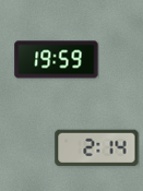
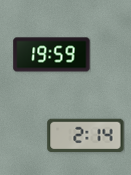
clock at (97, 148) position: (97, 148) -> (86, 136)
